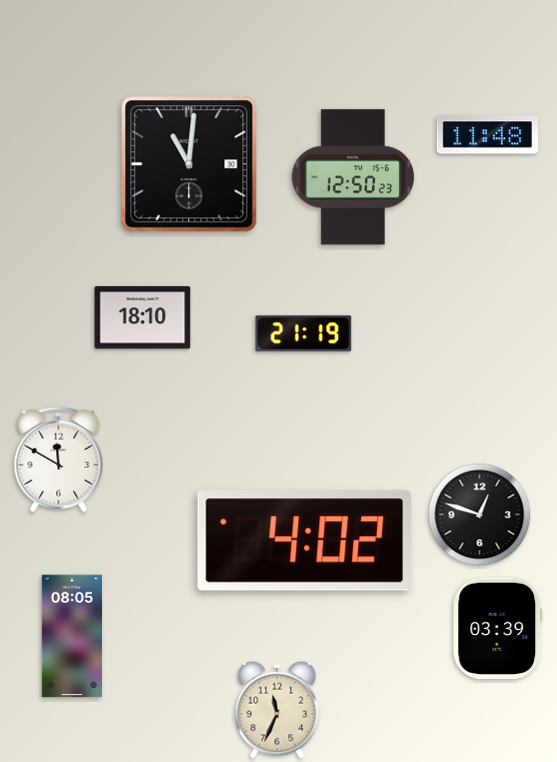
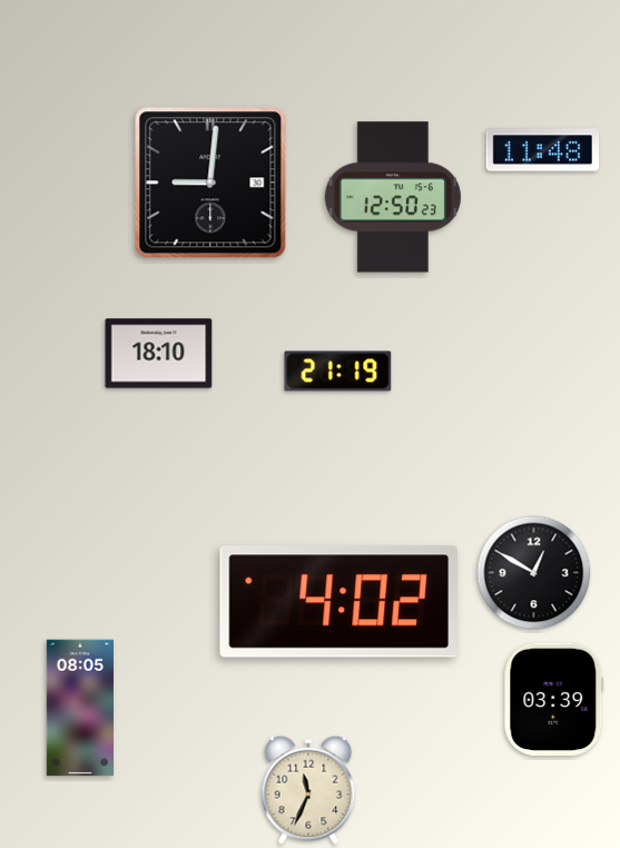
clock at (189, 164): 11:01 -> 9:01
clock at (59, 460): 11:50 -> none
clock at (480, 515): 12:48 -> 12:50
